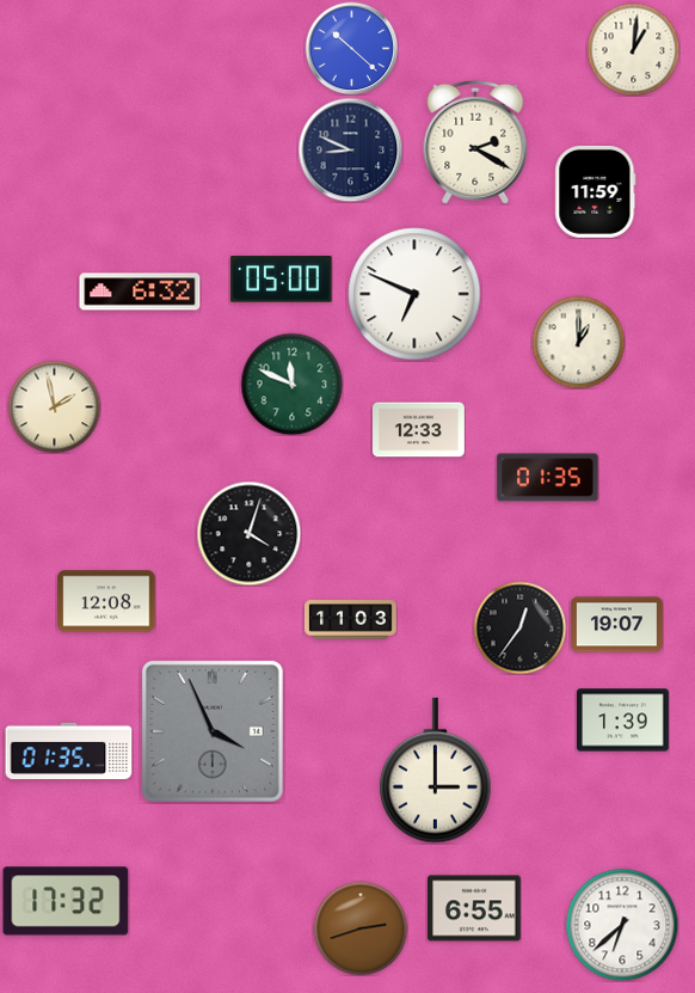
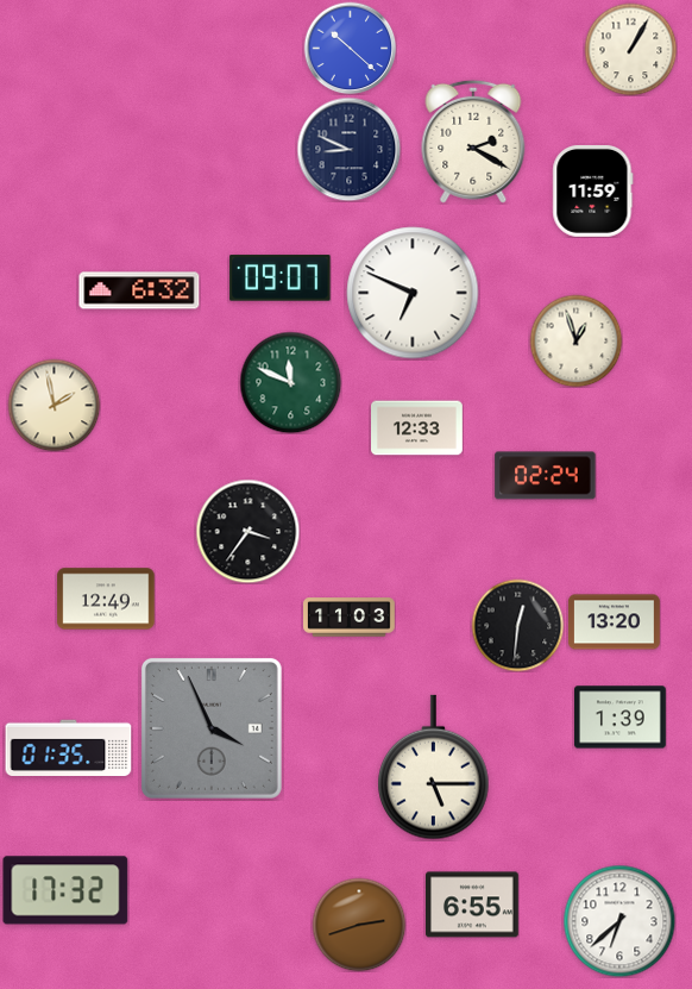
clock at (633, 49): 1:01 -> 1:05
clock at (282, 280): 05:00 -> 09:07
clock at (578, 342): 1:00 -> 12:57
clock at (548, 478): 01:35 -> 02:24
clock at (248, 533): 4:03 -> 3:36
clock at (106, 601): 12:08 -> 12:49
clock at (617, 625): 19:07 -> 13:20
clock at (519, 627): 12:36 -> 12:31
clock at (436, 771): 3:00 -> 5:15
clock at (66, 901) position: (66, 901) -> (65, 890)
